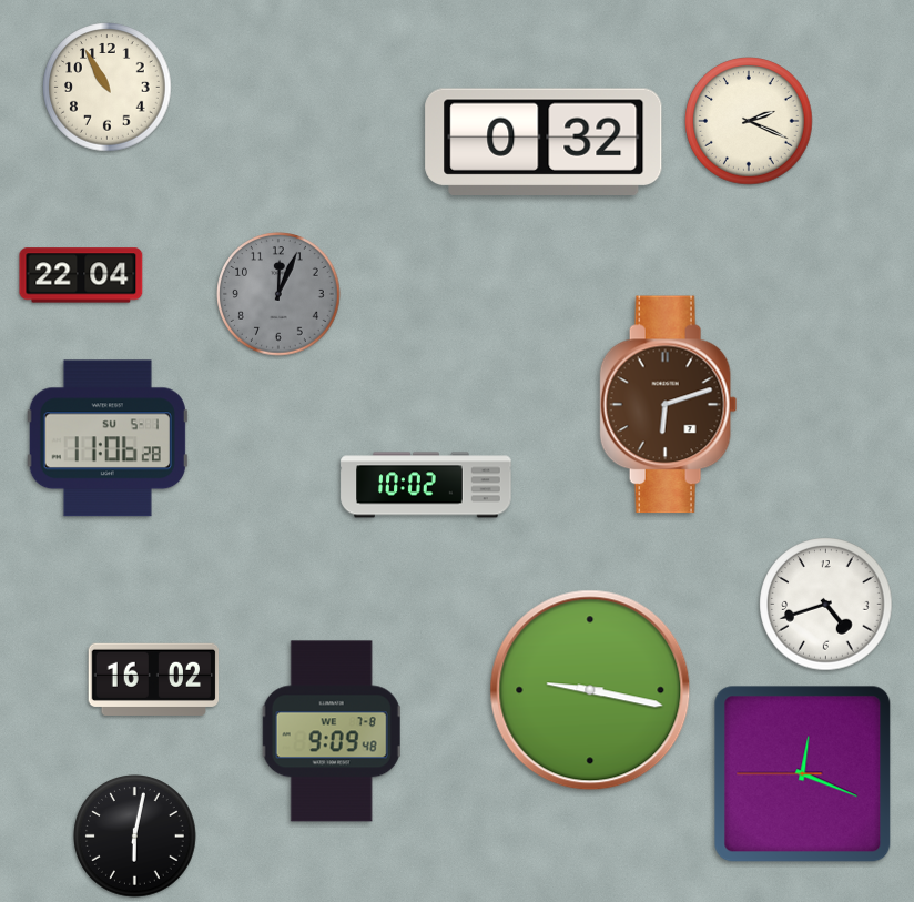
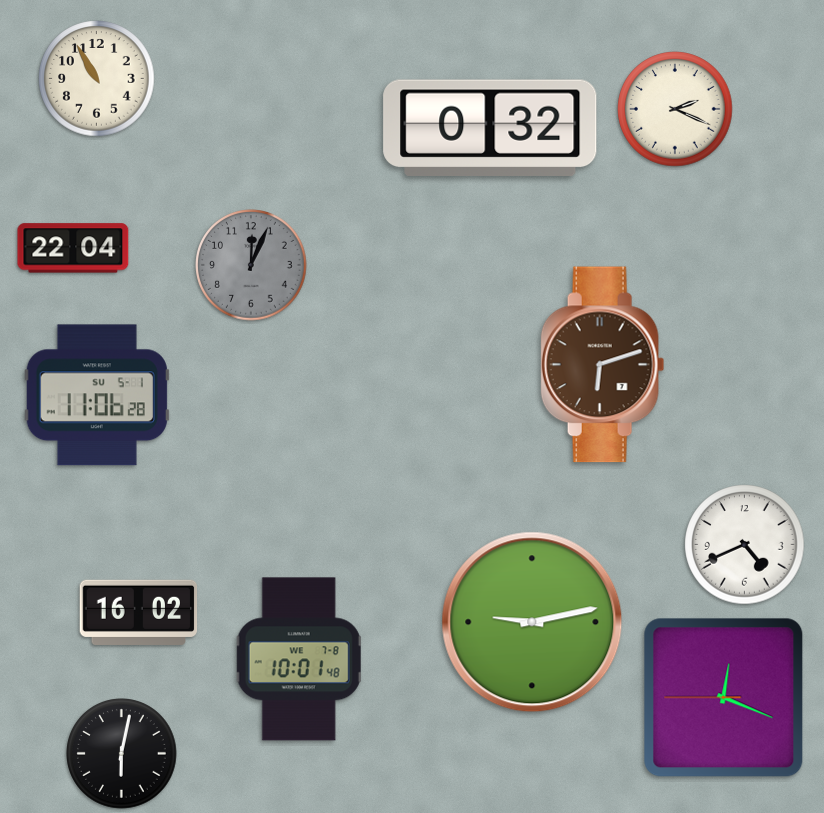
clock at (426, 485): 10:02 -> none
clock at (826, 605): 4:42 -> 4:41
clock at (590, 690): 9:17 -> 9:13
clock at (332, 731): 9:09 -> 10:01
